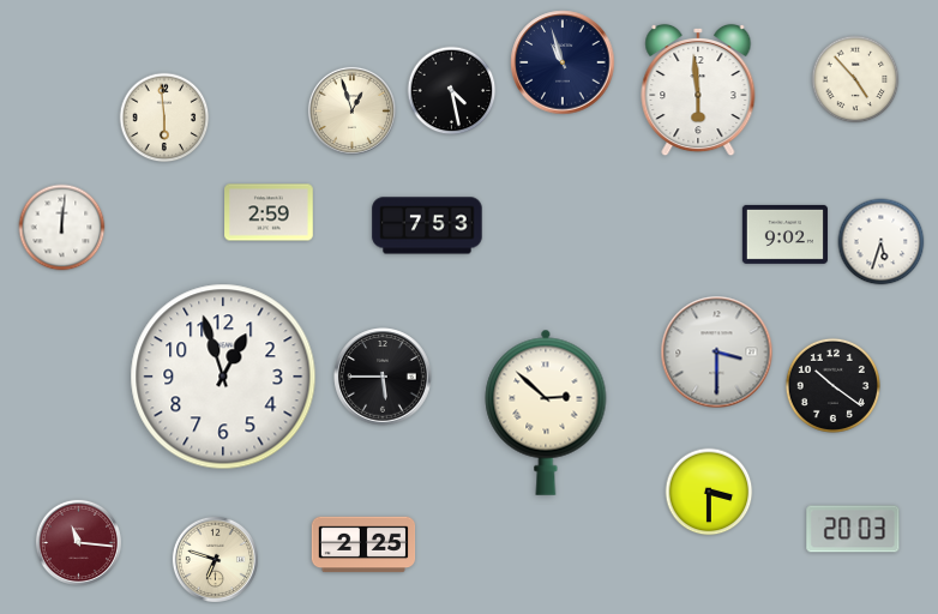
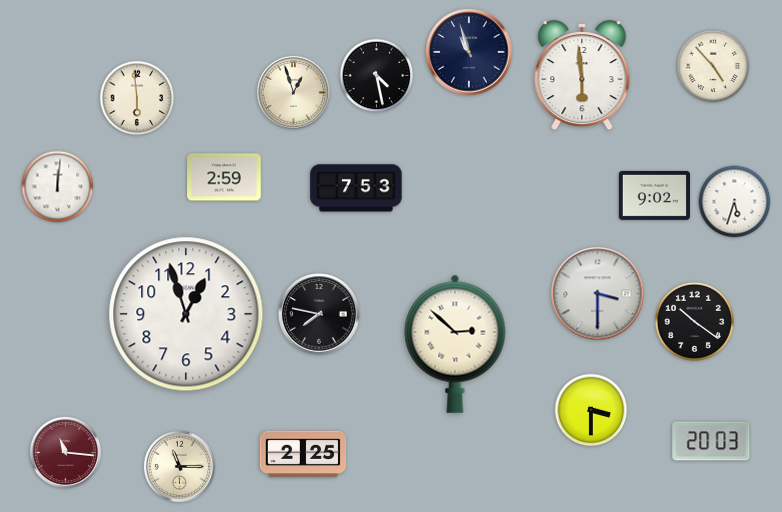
clock at (62, 228) position: (62, 228) -> (58, 187)
clock at (383, 377): 5:45 -> 7:47
clock at (215, 559): 6:48 -> 11:15
